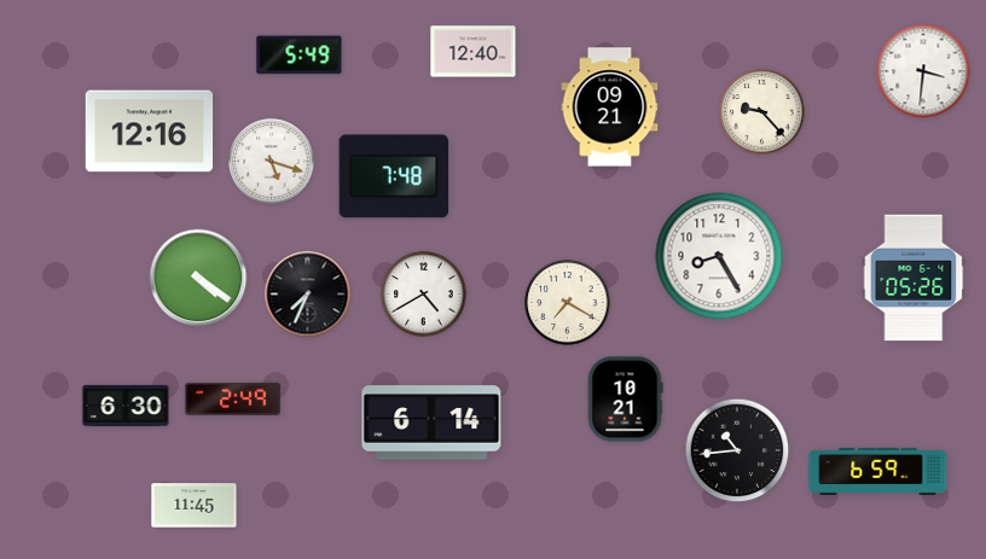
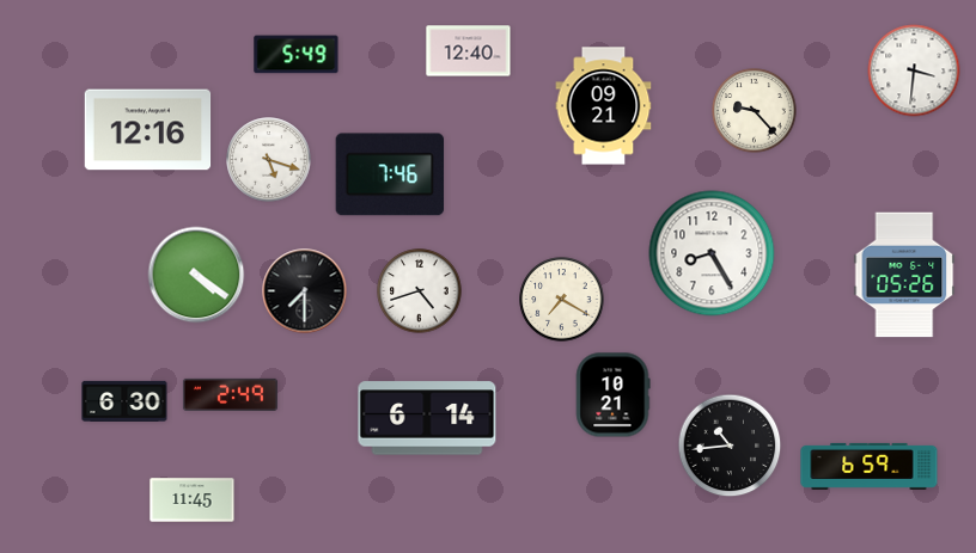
clock at (394, 176): 7:48 -> 7:46
clock at (308, 295): 7:34 -> 7:30
clock at (424, 295): 4:40 -> 4:42
clock at (625, 400) position: (625, 400) -> (612, 395)
